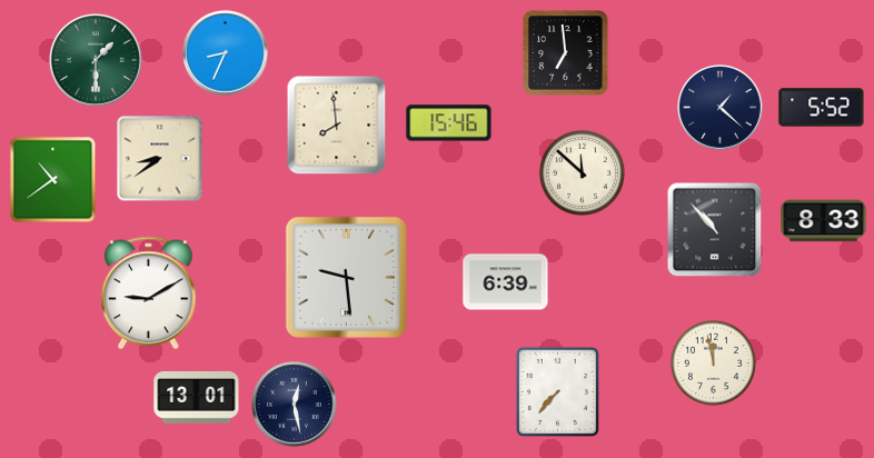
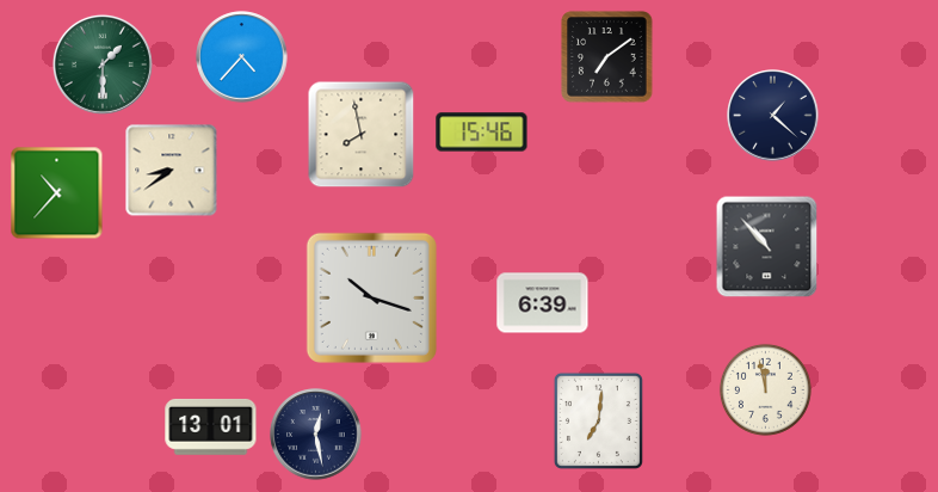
clock at (226, 53): 8:34 -> 4:37
clock at (566, 53): 6:59 -> 7:09
clock at (822, 108): 5:52 -> none
clock at (337, 126): 7:59 -> 7:58
clock at (582, 172): 11:52 -> none
clock at (52, 179): 10:39 -> 10:37
clock at (824, 221): 8:33 -> none
clock at (346, 277): 9:29 -> 10:18
clock at (149, 293): 9:10 -> none
clock at (557, 391): 7:37 -> 7:01
